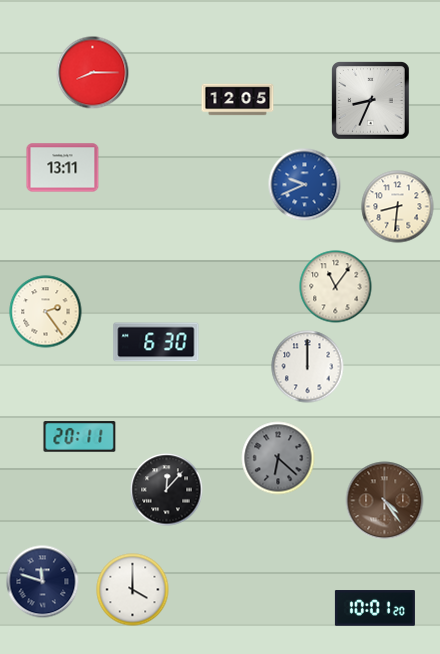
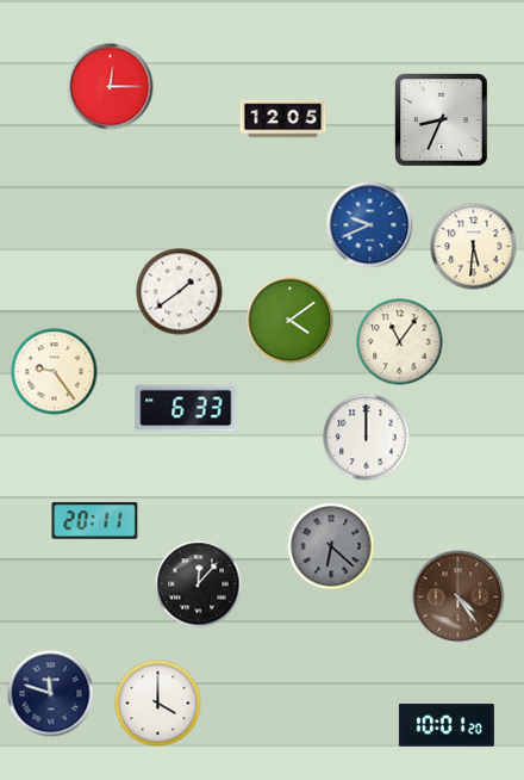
clock at (93, 73): 8:15 -> 12:15
clock at (63, 168): 13:11 -> none
clock at (305, 185) position: (305, 185) -> (370, 225)
clock at (398, 207): 8:31 -> 5:31
clock at (180, 292): none -> 1:39
clock at (291, 321): none -> 4:09
clock at (46, 312): 2:24 -> 9:24
clock at (156, 342): 6:30 -> 6:33
